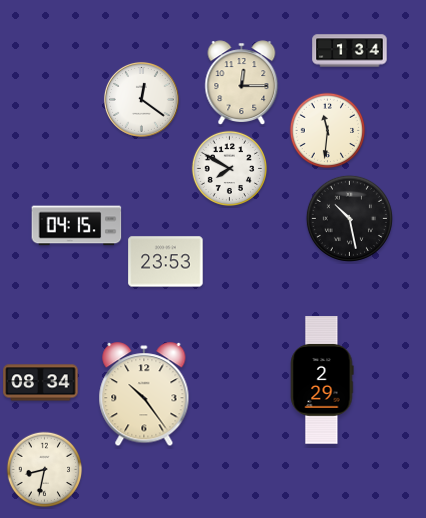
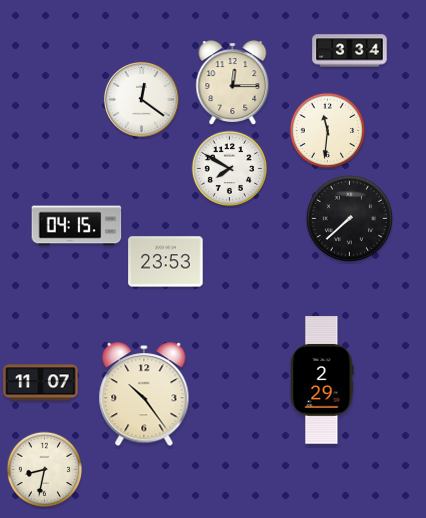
clock at (350, 51): 1:34 -> 3:34
clock at (242, 82) position: (242, 82) -> (233, 82)
clock at (349, 218): 10:28 -> 7:38
clock at (41, 383): 08:34 -> 11:07
